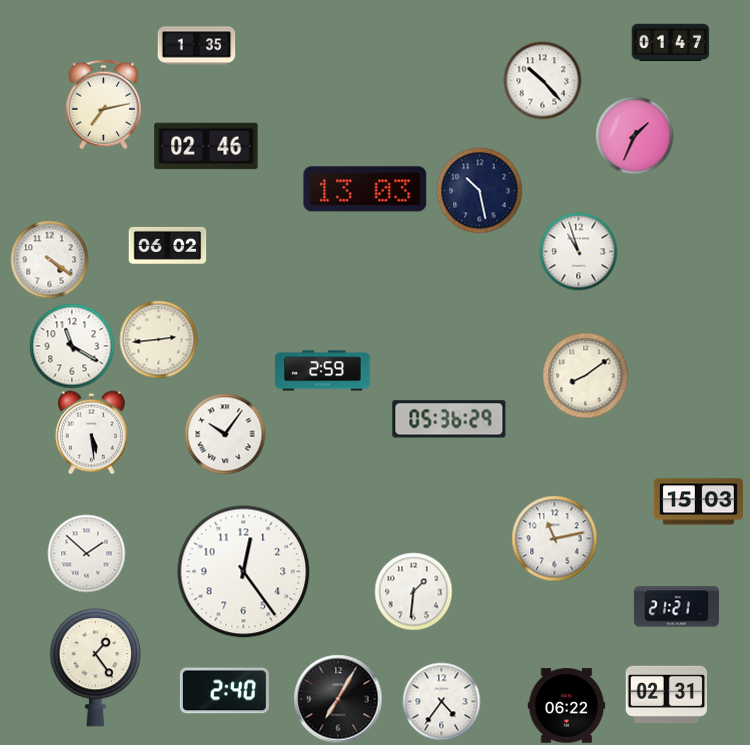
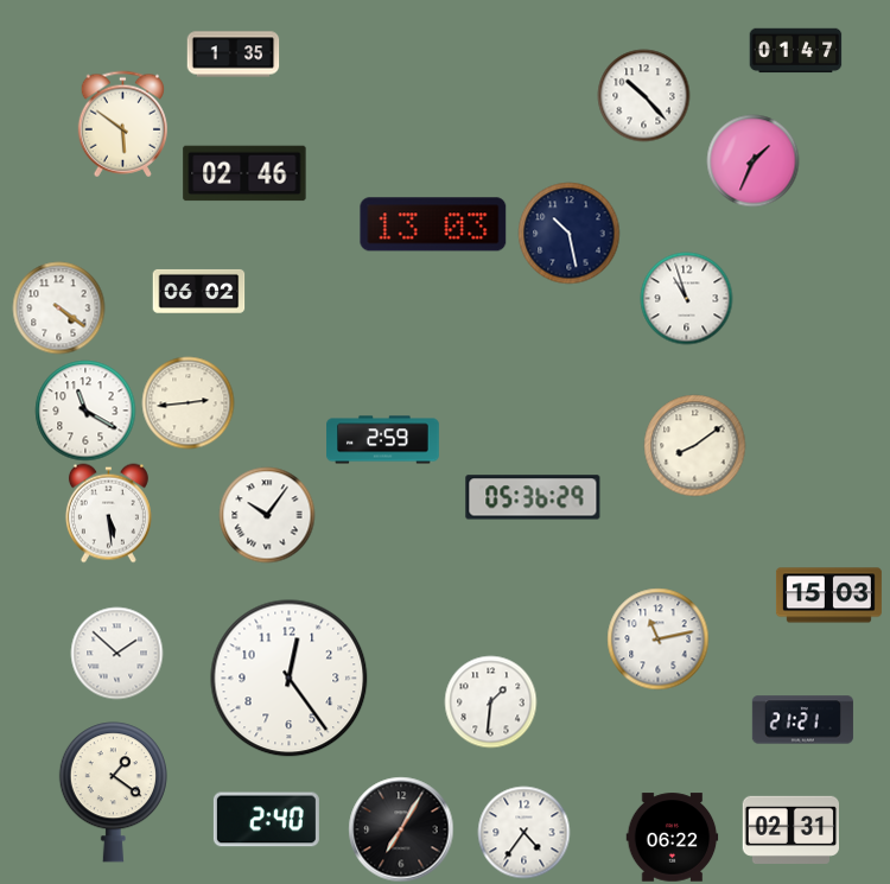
clock at (103, 104): 7:13 -> 5:51
clock at (479, 190) position: (479, 190) -> (568, 233)
clock at (86, 553) position: (86, 553) -> (116, 653)
clock at (95, 668): 1:24 -> 1:21
clock at (666, 694) position: (666, 694) -> (790, 829)
